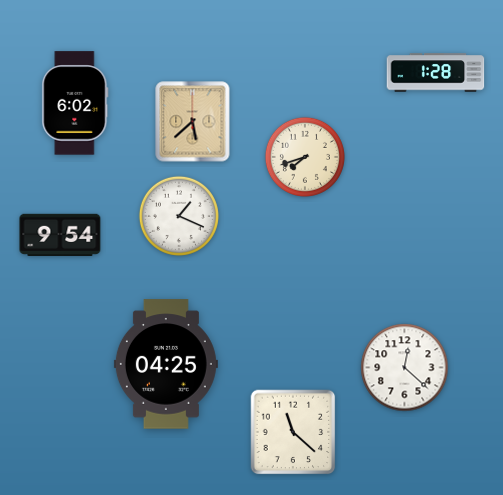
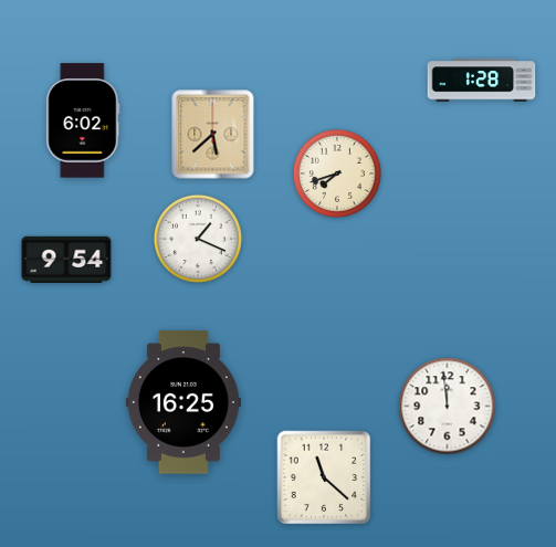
clock at (75, 103) position: (75, 103) -> (83, 120)
clock at (166, 364): 04:25 -> 16:25
clock at (405, 368): 12:22 -> 11:59
